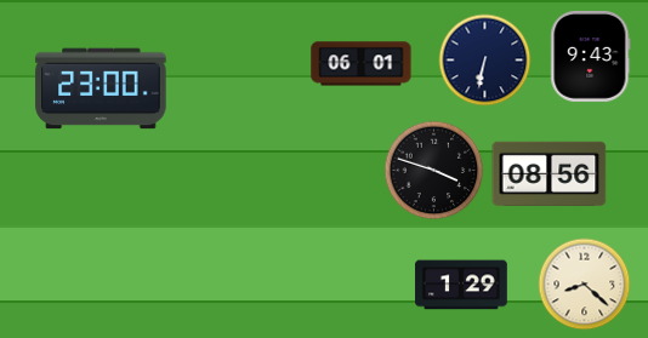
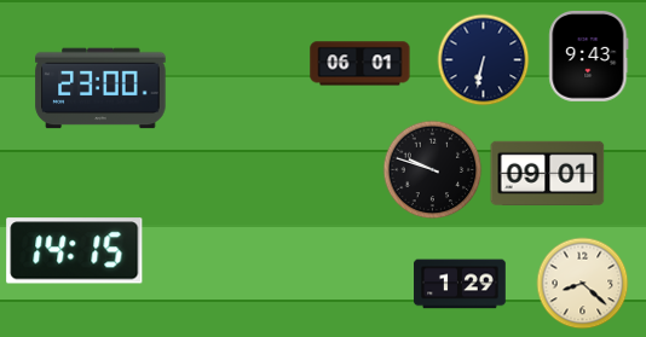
clock at (434, 171): 3:48 -> 9:48
clock at (550, 173): 08:56 -> 09:01
clock at (75, 251): none -> 14:15
